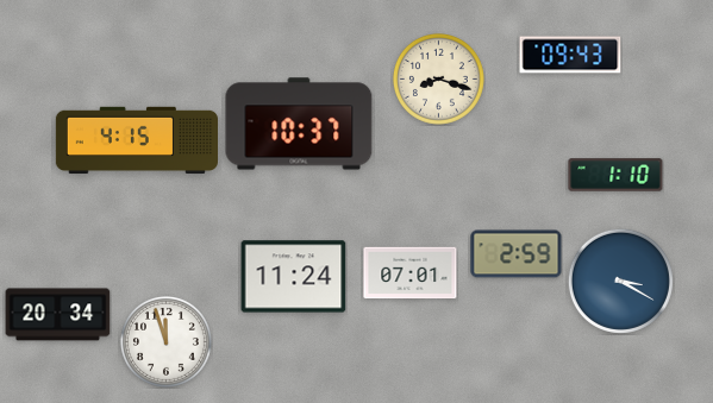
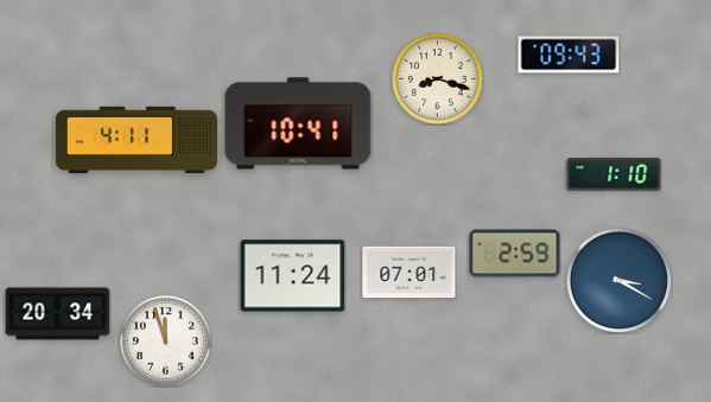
clock at (299, 124): 10:37 -> 10:41
clock at (136, 140): 4:15 -> 4:11
